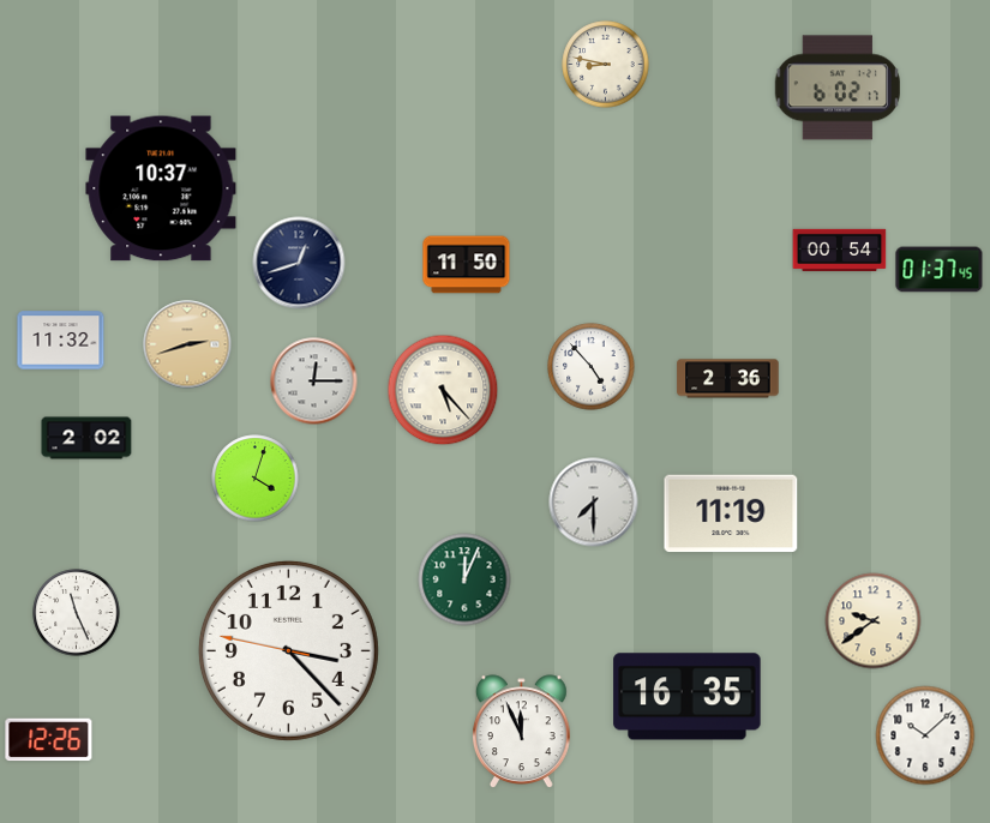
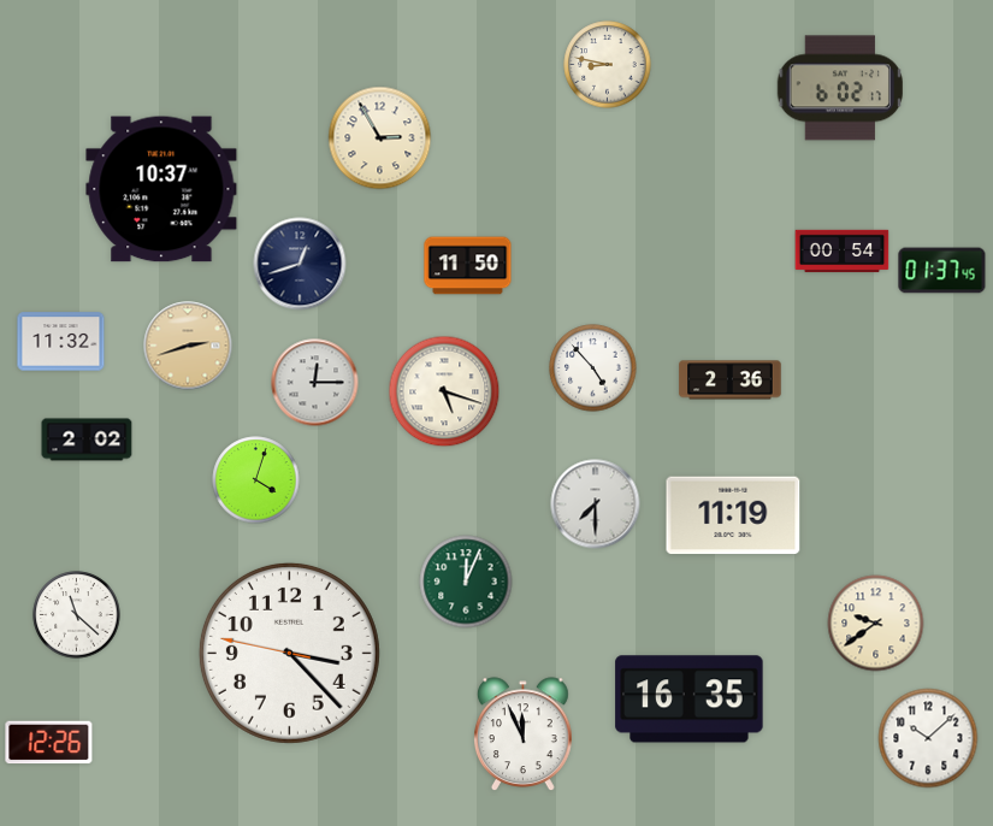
clock at (380, 138): none -> 2:55
clock at (443, 390): 5:23 -> 5:18
clock at (77, 613): 11:26 -> 11:22
